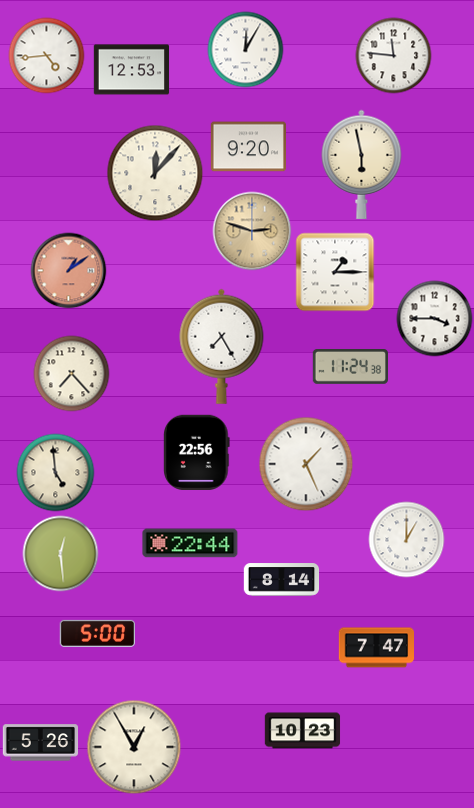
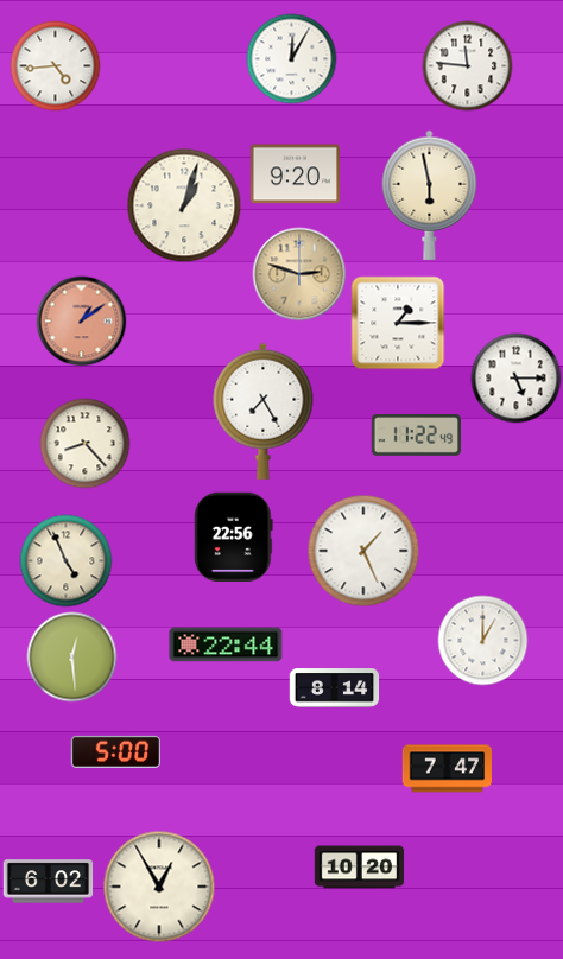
clock at (132, 70): 12:53 -> none
clock at (155, 173): 12:07 -> 1:03
clock at (435, 319): 3:45 -> 5:15
clock at (350, 367): 11:24 -> 11:22
clock at (72, 374): 7:23 -> 8:23
clock at (56, 473): 4:59 -> 4:56
clock at (303, 731): 10:23 -> 10:20
clock at (41, 743): 5:26 -> 6:02
